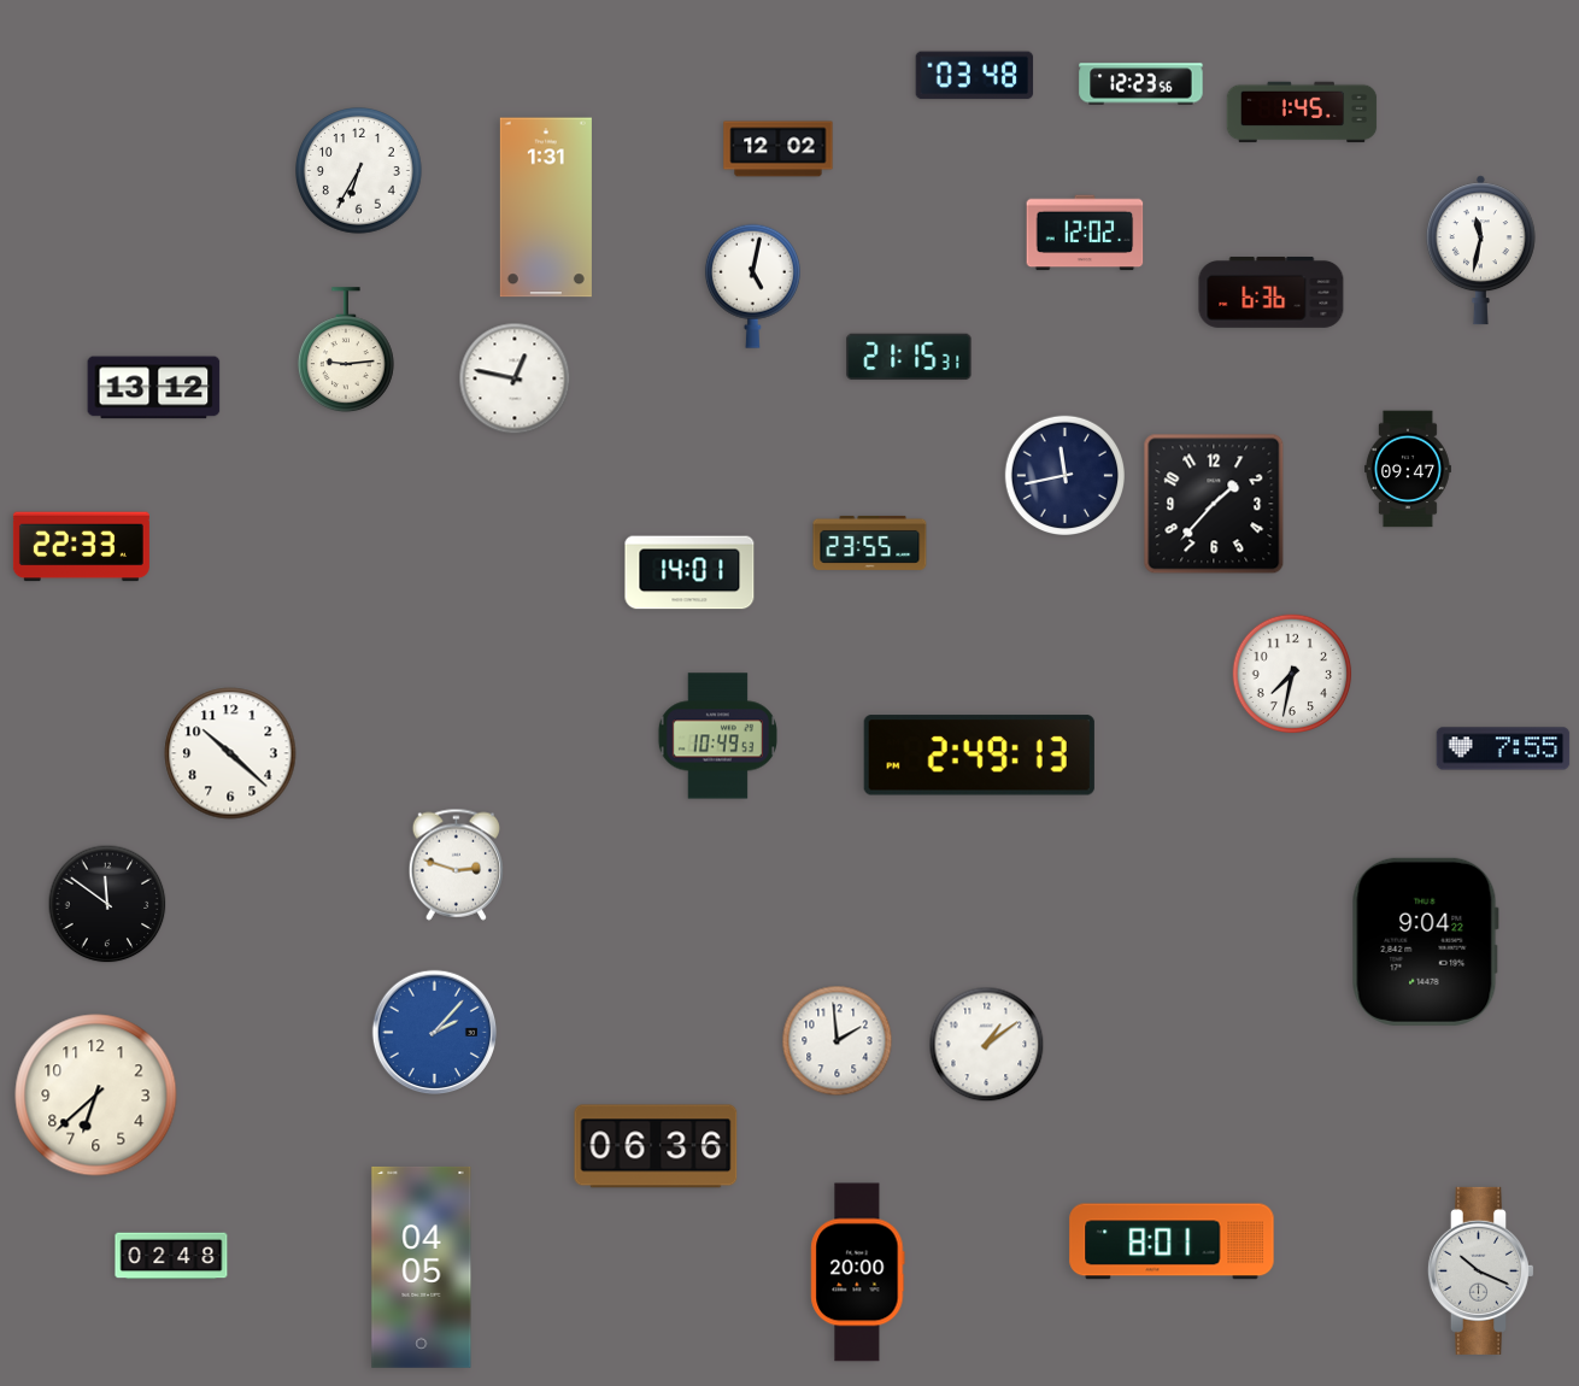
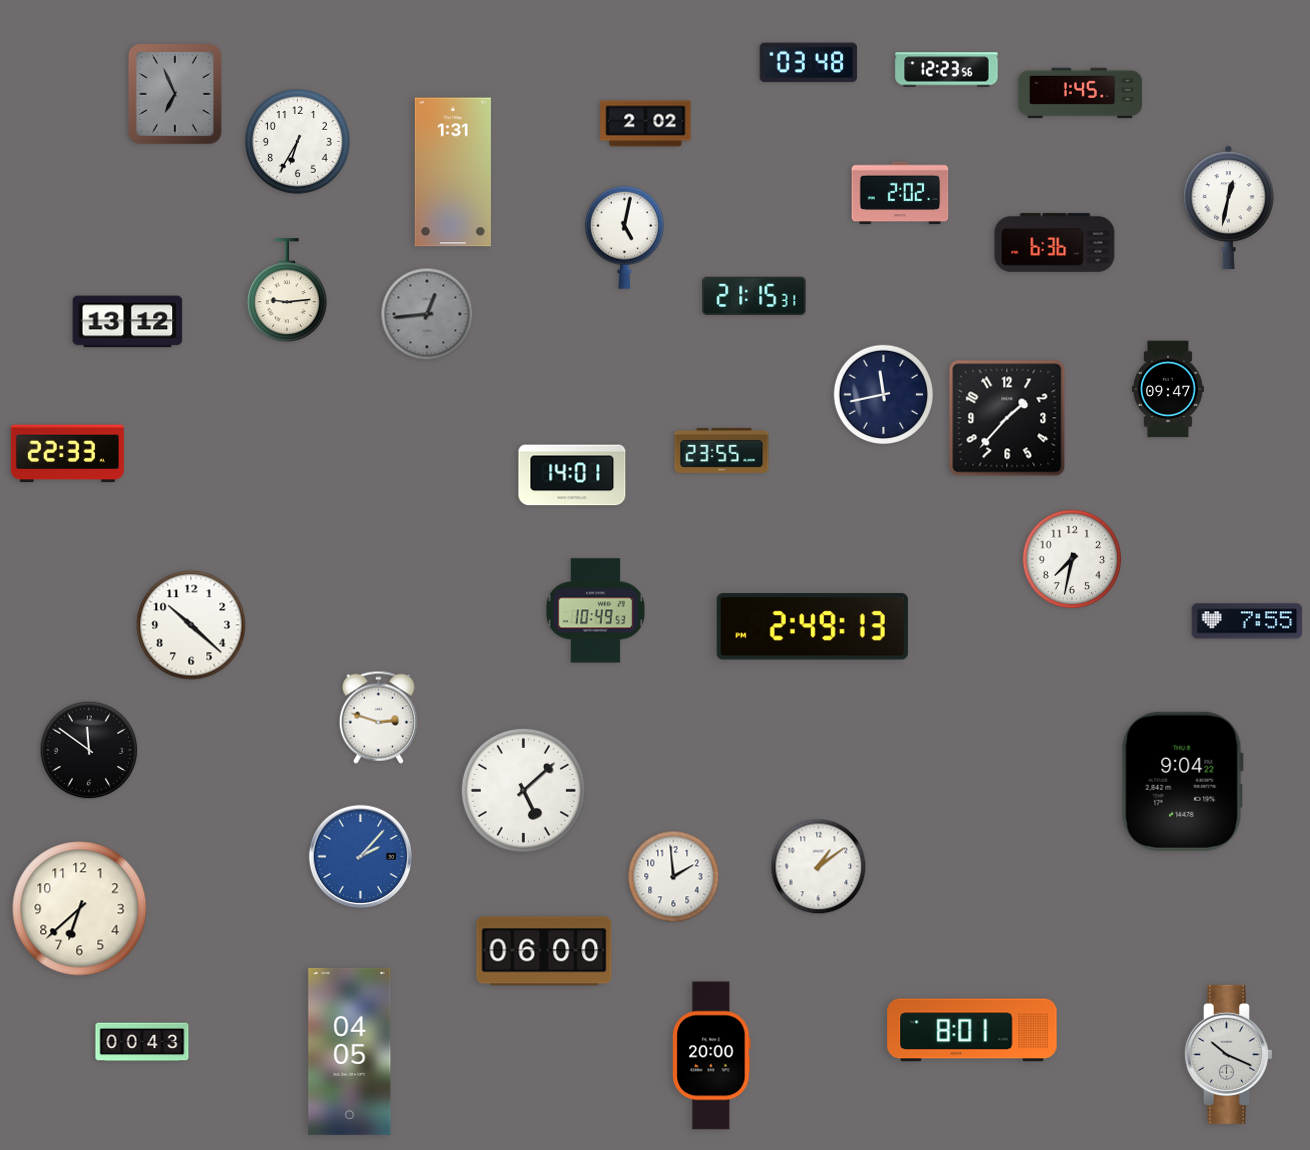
clock at (175, 94): none -> 6:56
clock at (779, 149): 12:02 -> 2:02
clock at (1085, 233): 12:02 -> 2:02
clock at (1480, 251): 11:32 -> 12:32
clock at (515, 378): 12:47 -> 12:44
clock at (515, 378) dial: white -> grey
clock at (523, 790): none -> 5:08
clock at (838, 1041) position: (838, 1041) -> (674, 877)
clock at (656, 1146): 06:36 -> 06:00
clock at (171, 1256): 02:48 -> 00:43
